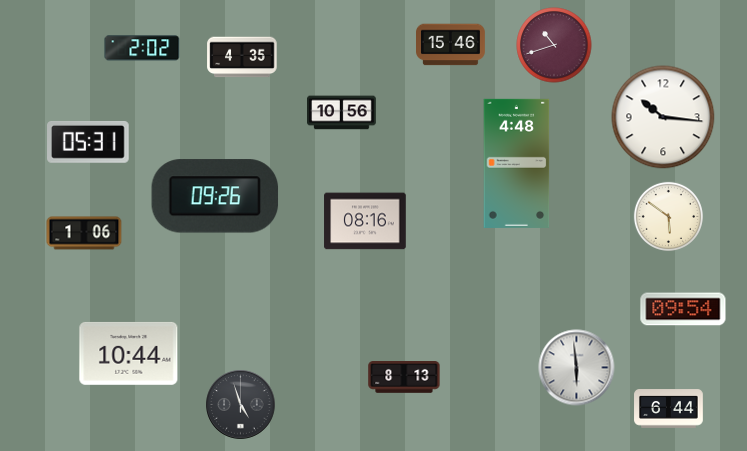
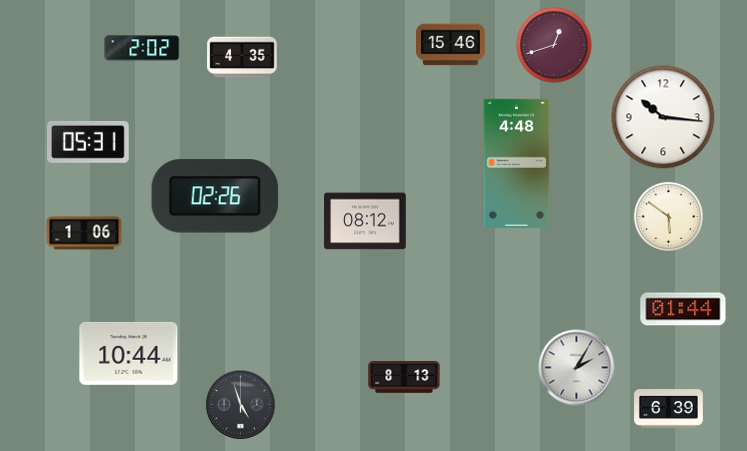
clock at (554, 45): 10:42 -> 12:42
clock at (342, 113): 10:56 -> none
clock at (215, 196): 09:26 -> 02:26
clock at (365, 221): 08:16 -> 08:12
clock at (683, 309): 09:54 -> 01:44
clock at (577, 368): 5:59 -> 2:05
clock at (669, 409): 6:44 -> 6:39
